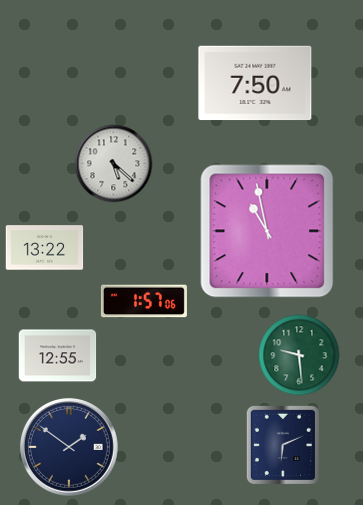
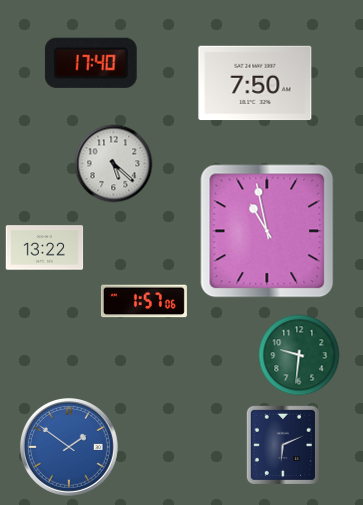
clock at (91, 63): none -> 17:40
clock at (299, 355): 9:29 -> 9:31
clock at (57, 356): 12:55 -> none
clock at (69, 447) dial: navy -> blue
